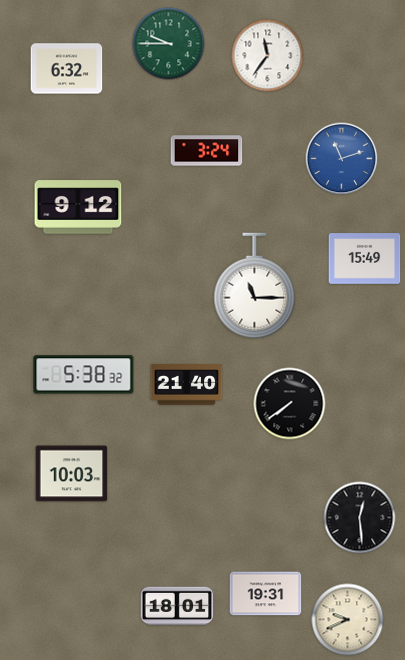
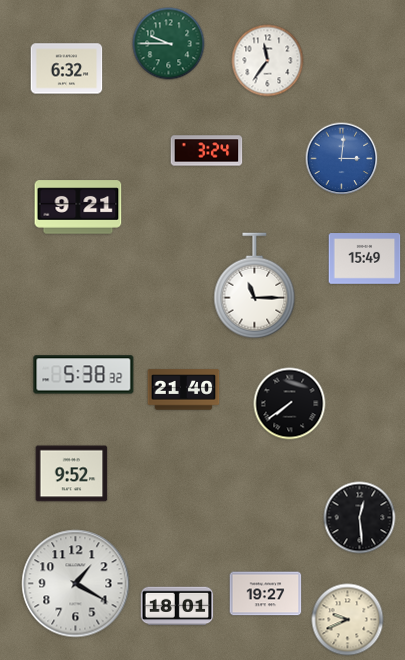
clock at (268, 56) position: (268, 56) -> (268, 61)
clock at (342, 159): 11:12 -> 3:01
clock at (78, 207): 9:12 -> 9:21
clock at (187, 385) position: (187, 385) -> (184, 390)
clock at (72, 474): 10:03 -> 9:52
clock at (76, 584): none -> 1:20
clock at (266, 594): 19:31 -> 19:27
